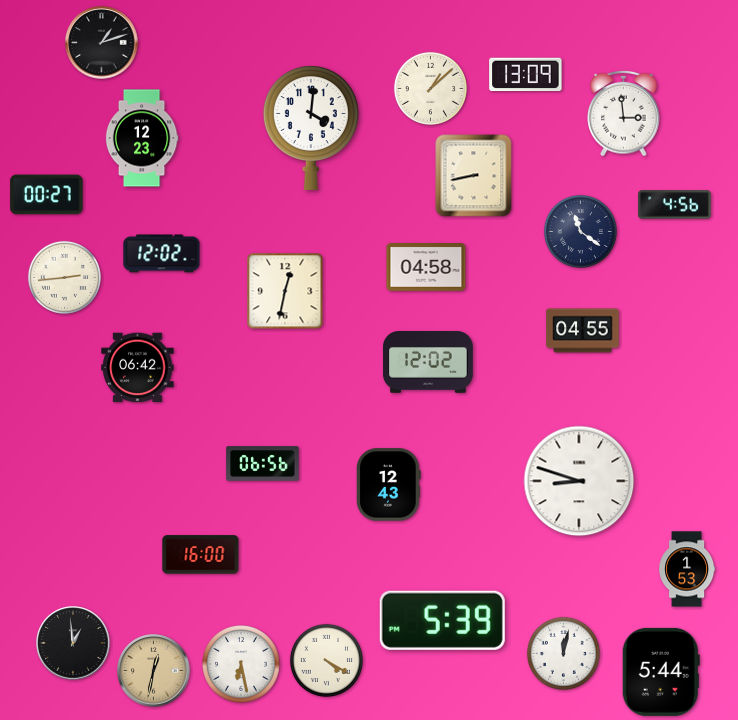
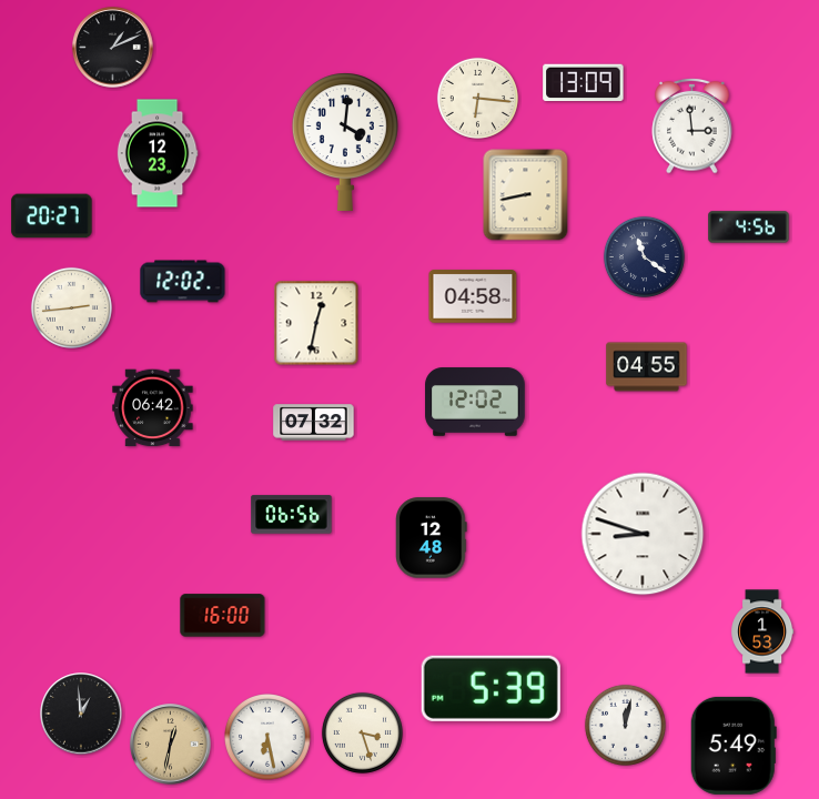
clock at (102, 43): 1:12 -> 1:11
clock at (430, 88): 1:08 -> 6:16
clock at (47, 195): 00:27 -> 20:27
clock at (162, 254) position: (162, 254) -> (183, 282)
clock at (314, 423): none -> 07:32
clock at (389, 485): 12:43 -> 12:48
clock at (326, 660): 4:20 -> 3:27
clock at (661, 672): 5:44 -> 5:49
